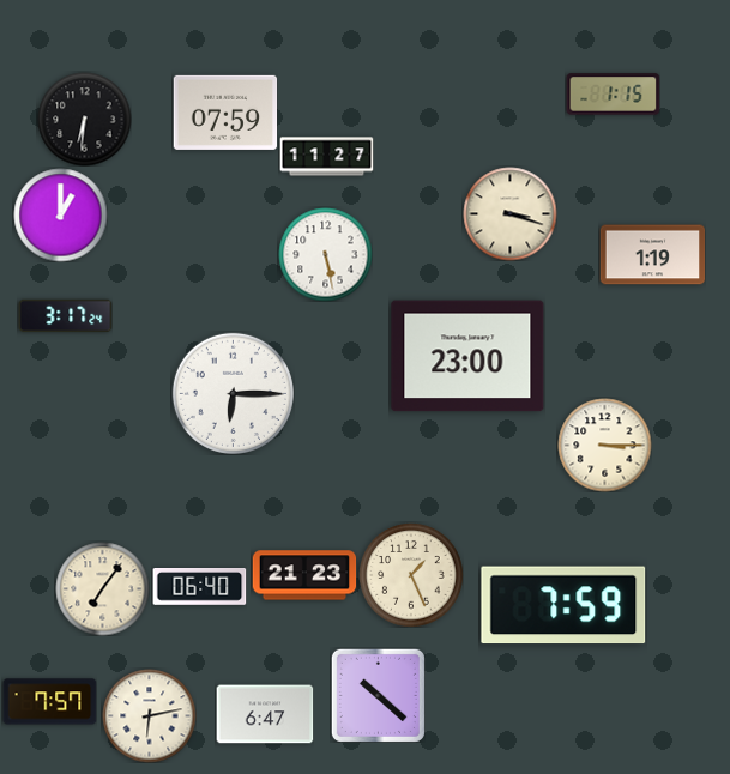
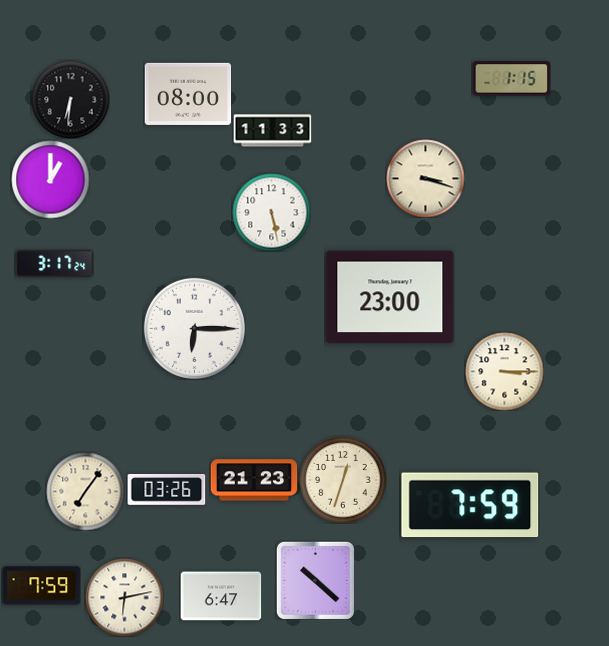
clock at (225, 113): 07:59 -> 08:00
clock at (326, 157): 11:27 -> 11:33
clock at (652, 255): 1:19 -> none
clock at (411, 575): 1:26 -> 12:33
clock at (199, 587): 06:40 -> 03:26
clock at (49, 702): 7:57 -> 7:59
